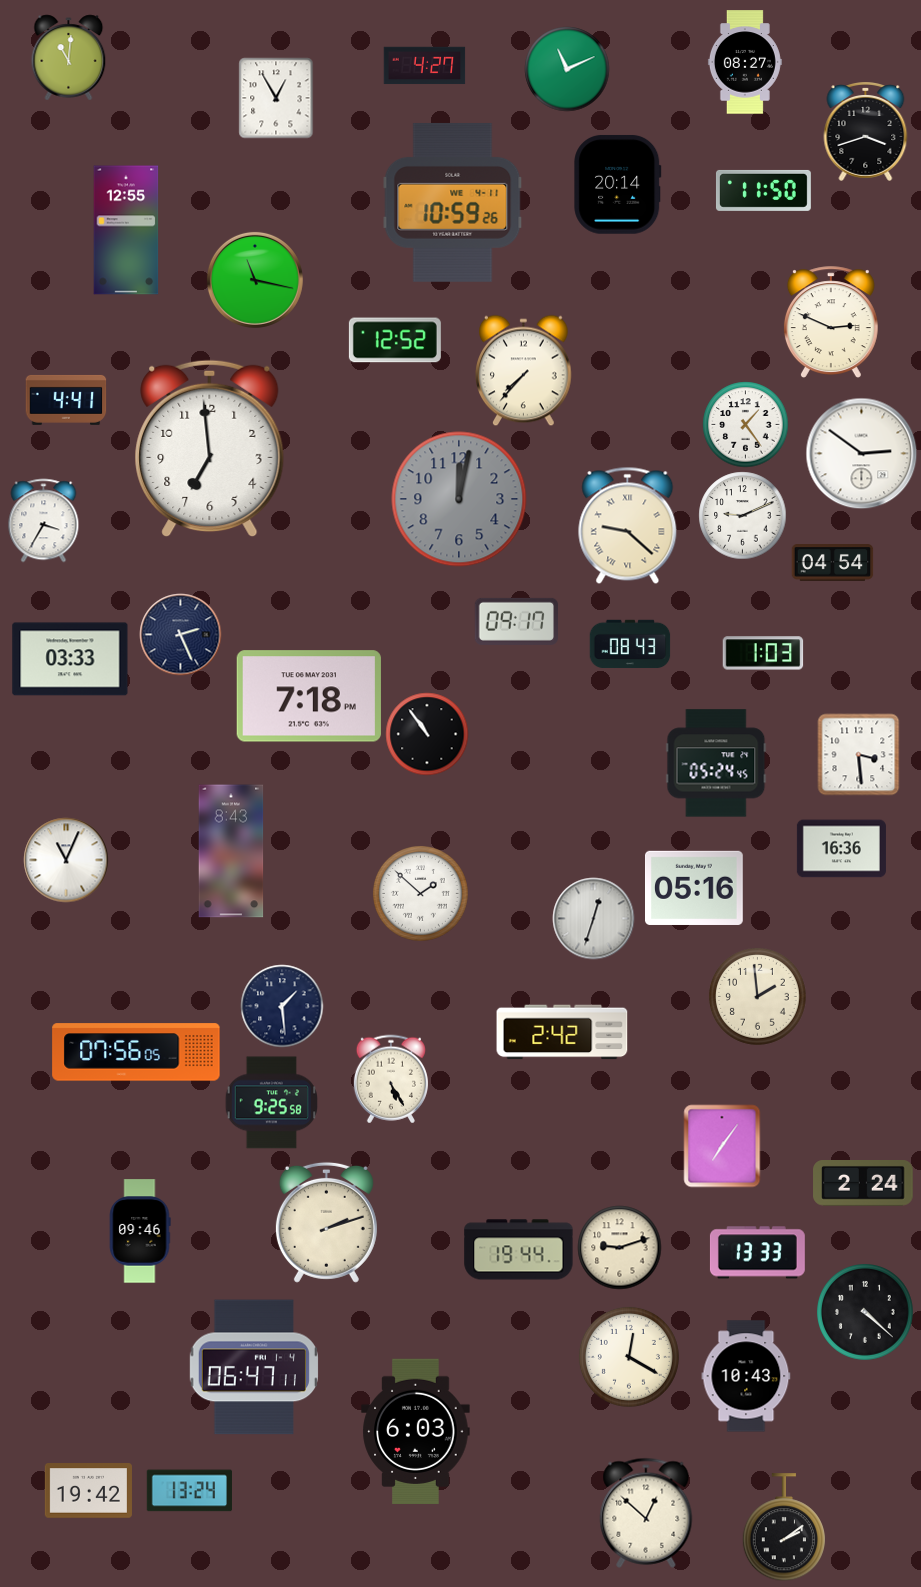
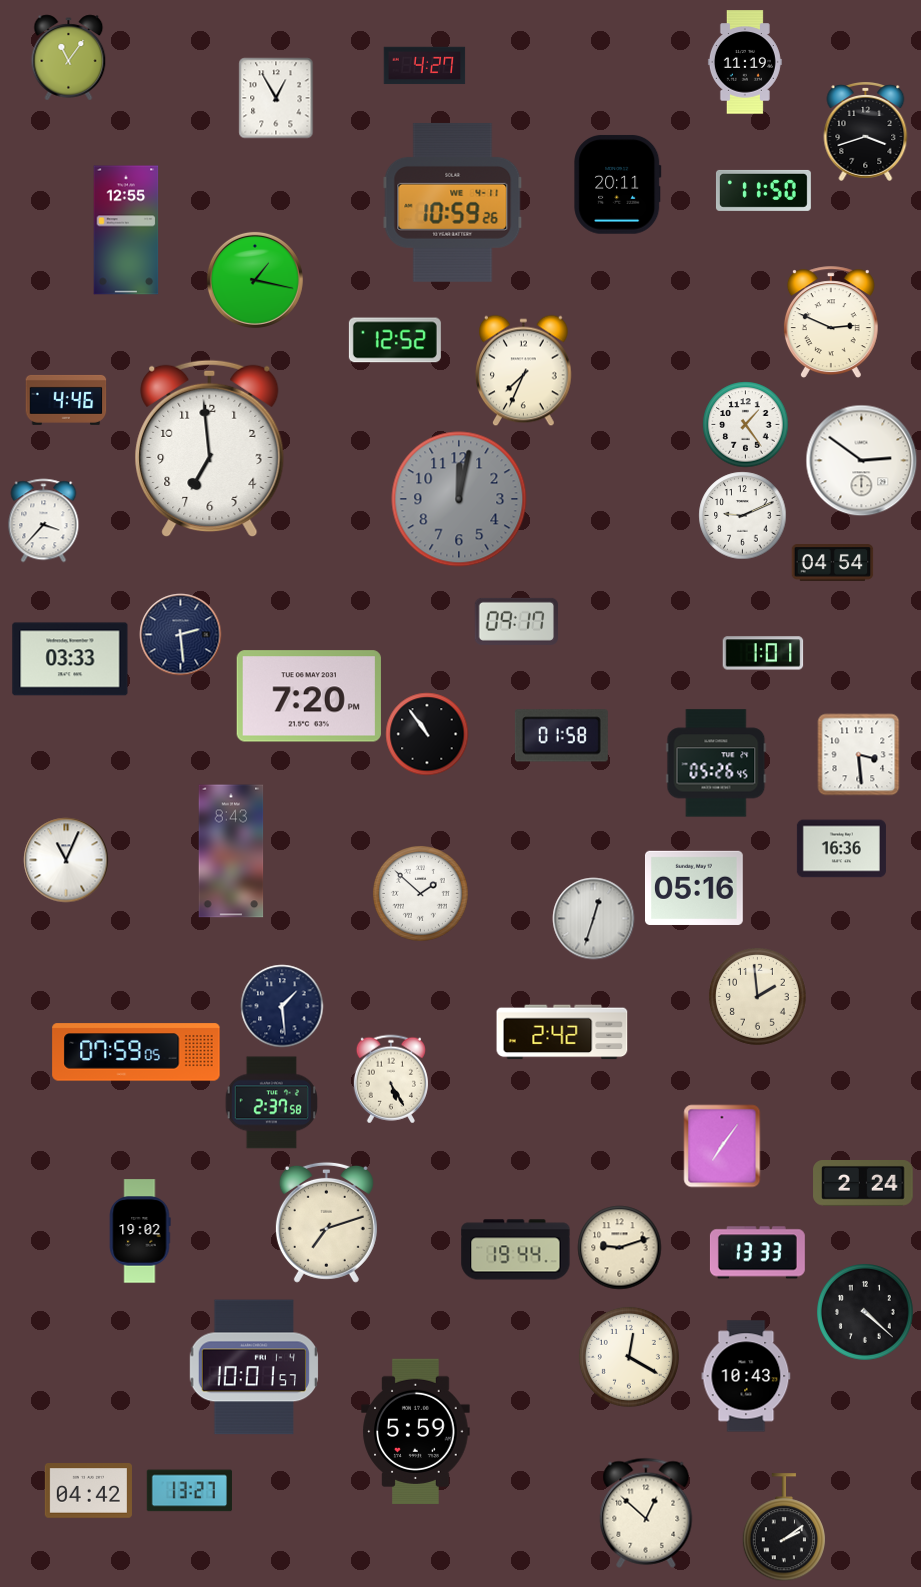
clock at (69, 57): 11:01 -> 11:06
clock at (745, 62): 08:27 -> 11:19
clock at (567, 69): 11:11 -> none
clock at (618, 184): 20:14 -> 20:11
clock at (255, 280): 11:17 -> 1:17
clock at (524, 370): 7:37 -> 7:34
clock at (66, 400): 4:41 -> 4:46
clock at (861, 453) position: (861, 453) -> (861, 460)
clock at (44, 520): 3:35 -> 3:37
clock at (628, 525): 9:22 -> none
clock at (180, 634): 2:26 -> 2:29
clock at (630, 644): 08:43 -> none
clock at (763, 653): 1:03 -> 1:01
clock at (309, 696): 7:18 -> 7:20
clock at (561, 736): none -> 01:58
clock at (716, 763): 05:24 -> 05:26
clock at (136, 1052): 07:56 -> 07:59
clock at (271, 1103): 9:25 -> 2:37
clock at (326, 1222): 2:12 -> 7:12
clock at (140, 1231): 09:46 -> 19:02
clock at (519, 1250) position: (519, 1250) -> (516, 1250)
clock at (254, 1367): 06:47 -> 10:01
clock at (416, 1431): 6:03 -> 5:59
clock at (88, 1491): 19:42 -> 04:42
clock at (189, 1491): 13:24 -> 13:27
